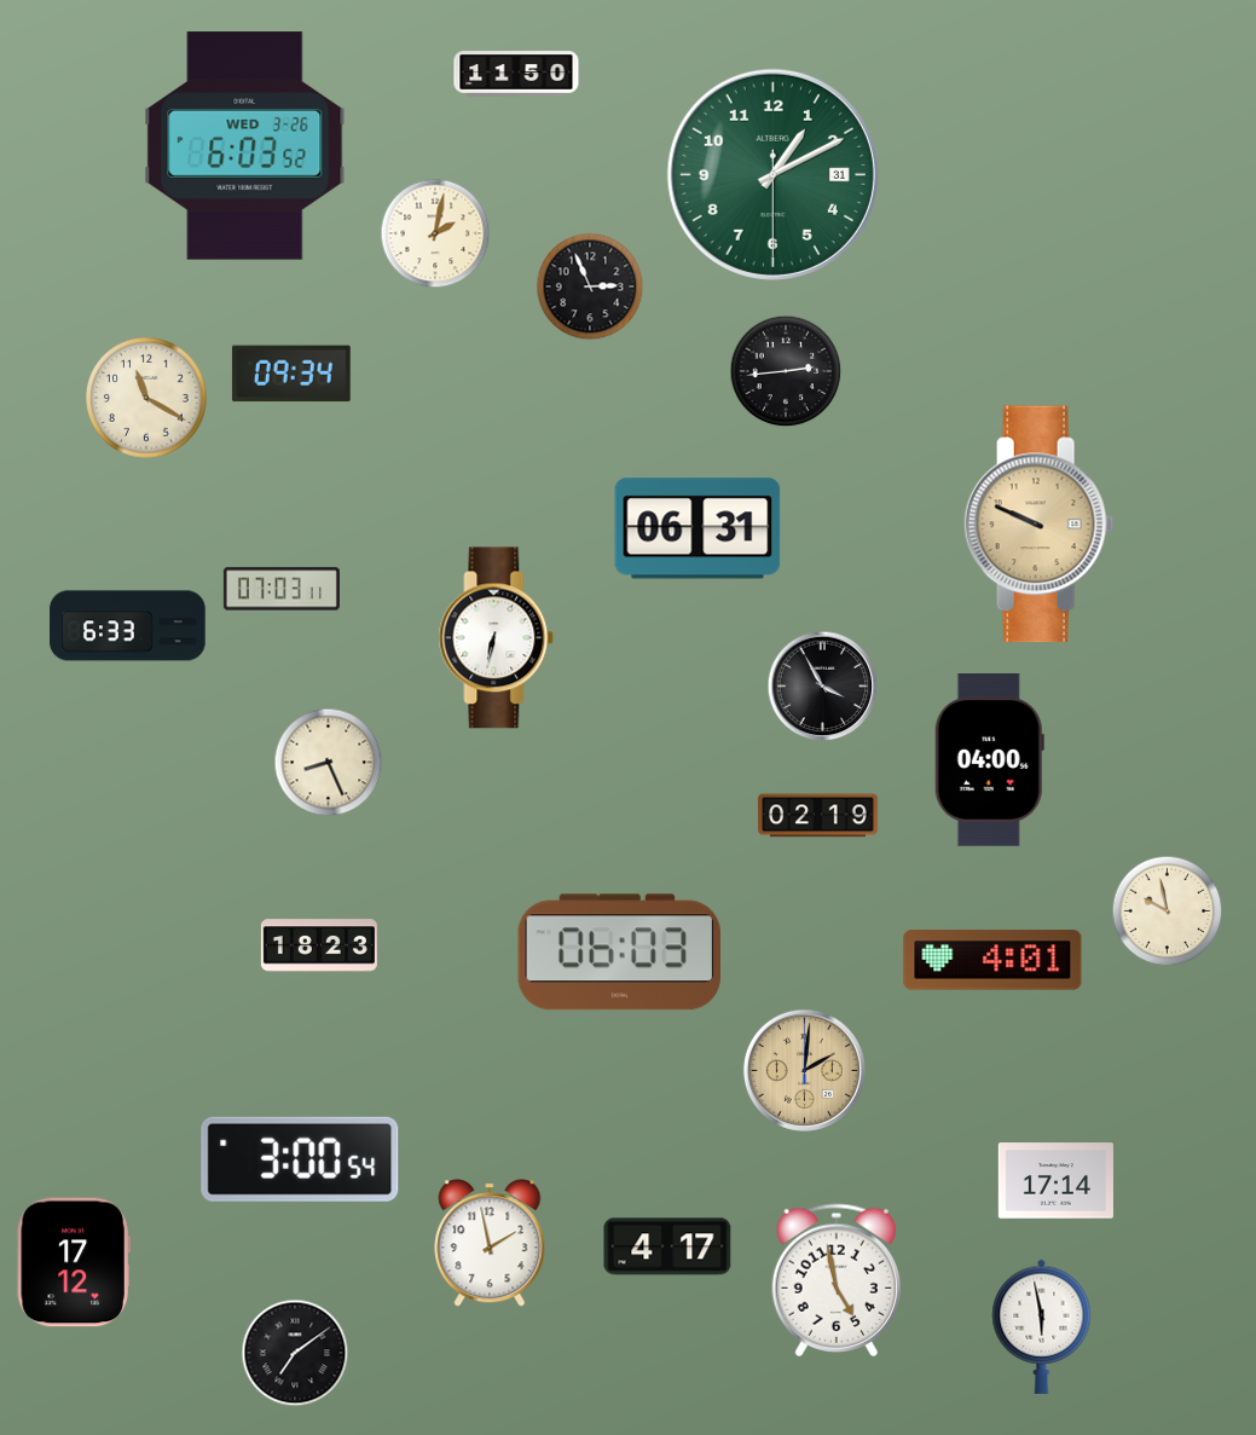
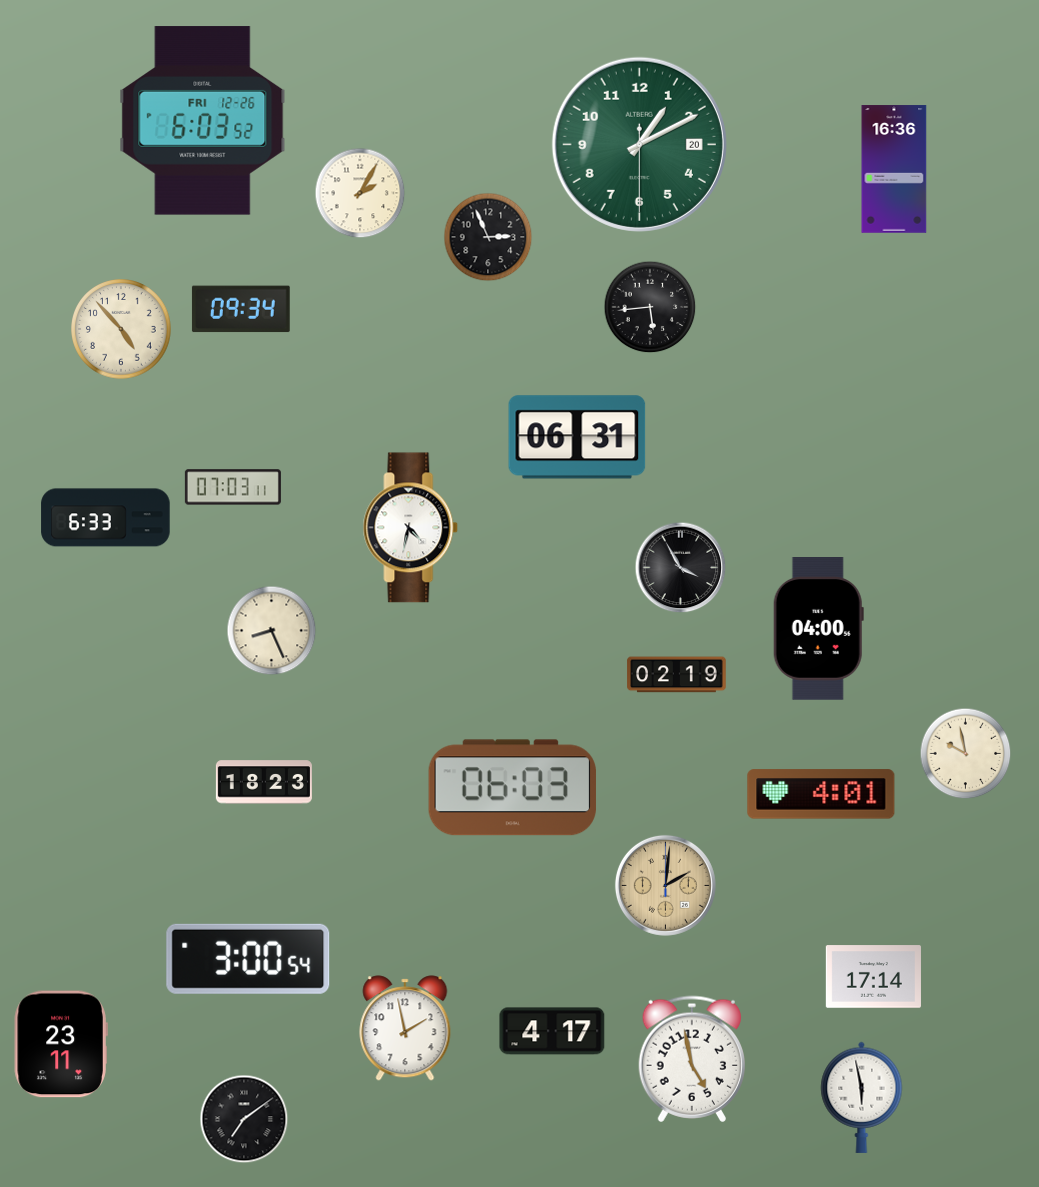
clock at (516, 74): 11:50 -> none
clock at (245, 146) date: WED 3-26 -> FRI 12-26
clock at (772, 174) date: 31 -> 20
clock at (894, 169): none -> 16:36
clock at (435, 233): 2:02 -> 2:05
clock at (786, 371): 2:44 -> 5:44
clock at (147, 398): 11:20 -> 4:53
clock at (1040, 525): 9:49 -> none
clock at (497, 638): 6:32 -> 4:32
clock at (74, 1262): 17:12 -> 23:11
